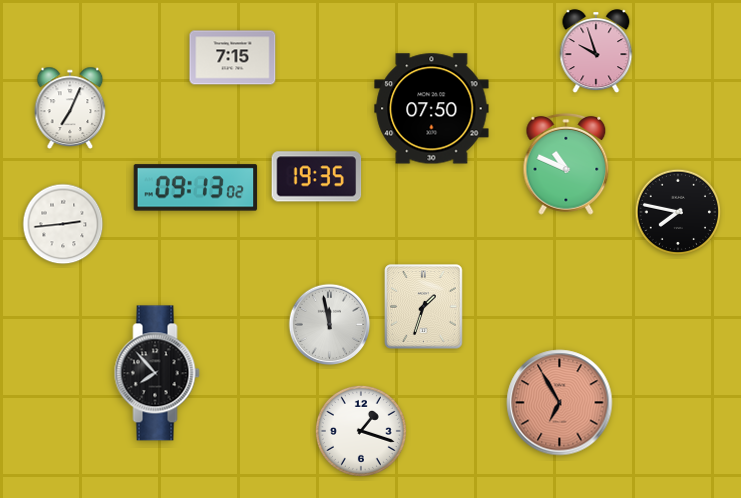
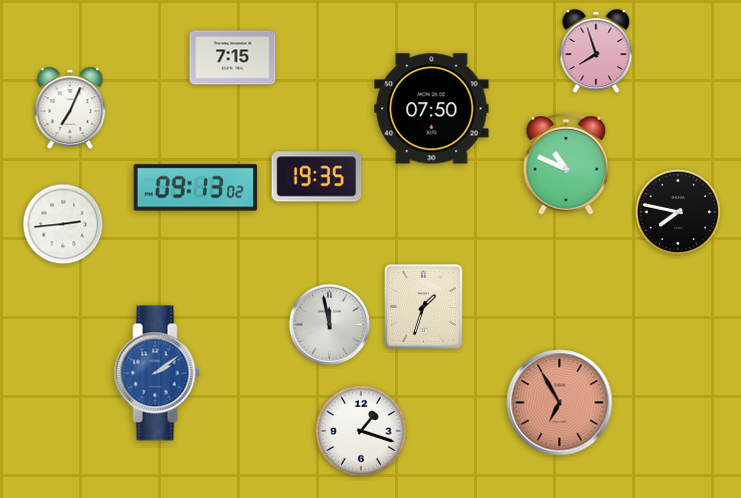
clock at (596, 52): 9:57 -> 7:57
clock at (157, 373): 7:53 -> 2:09
clock at (157, 373) dial: black -> blue
